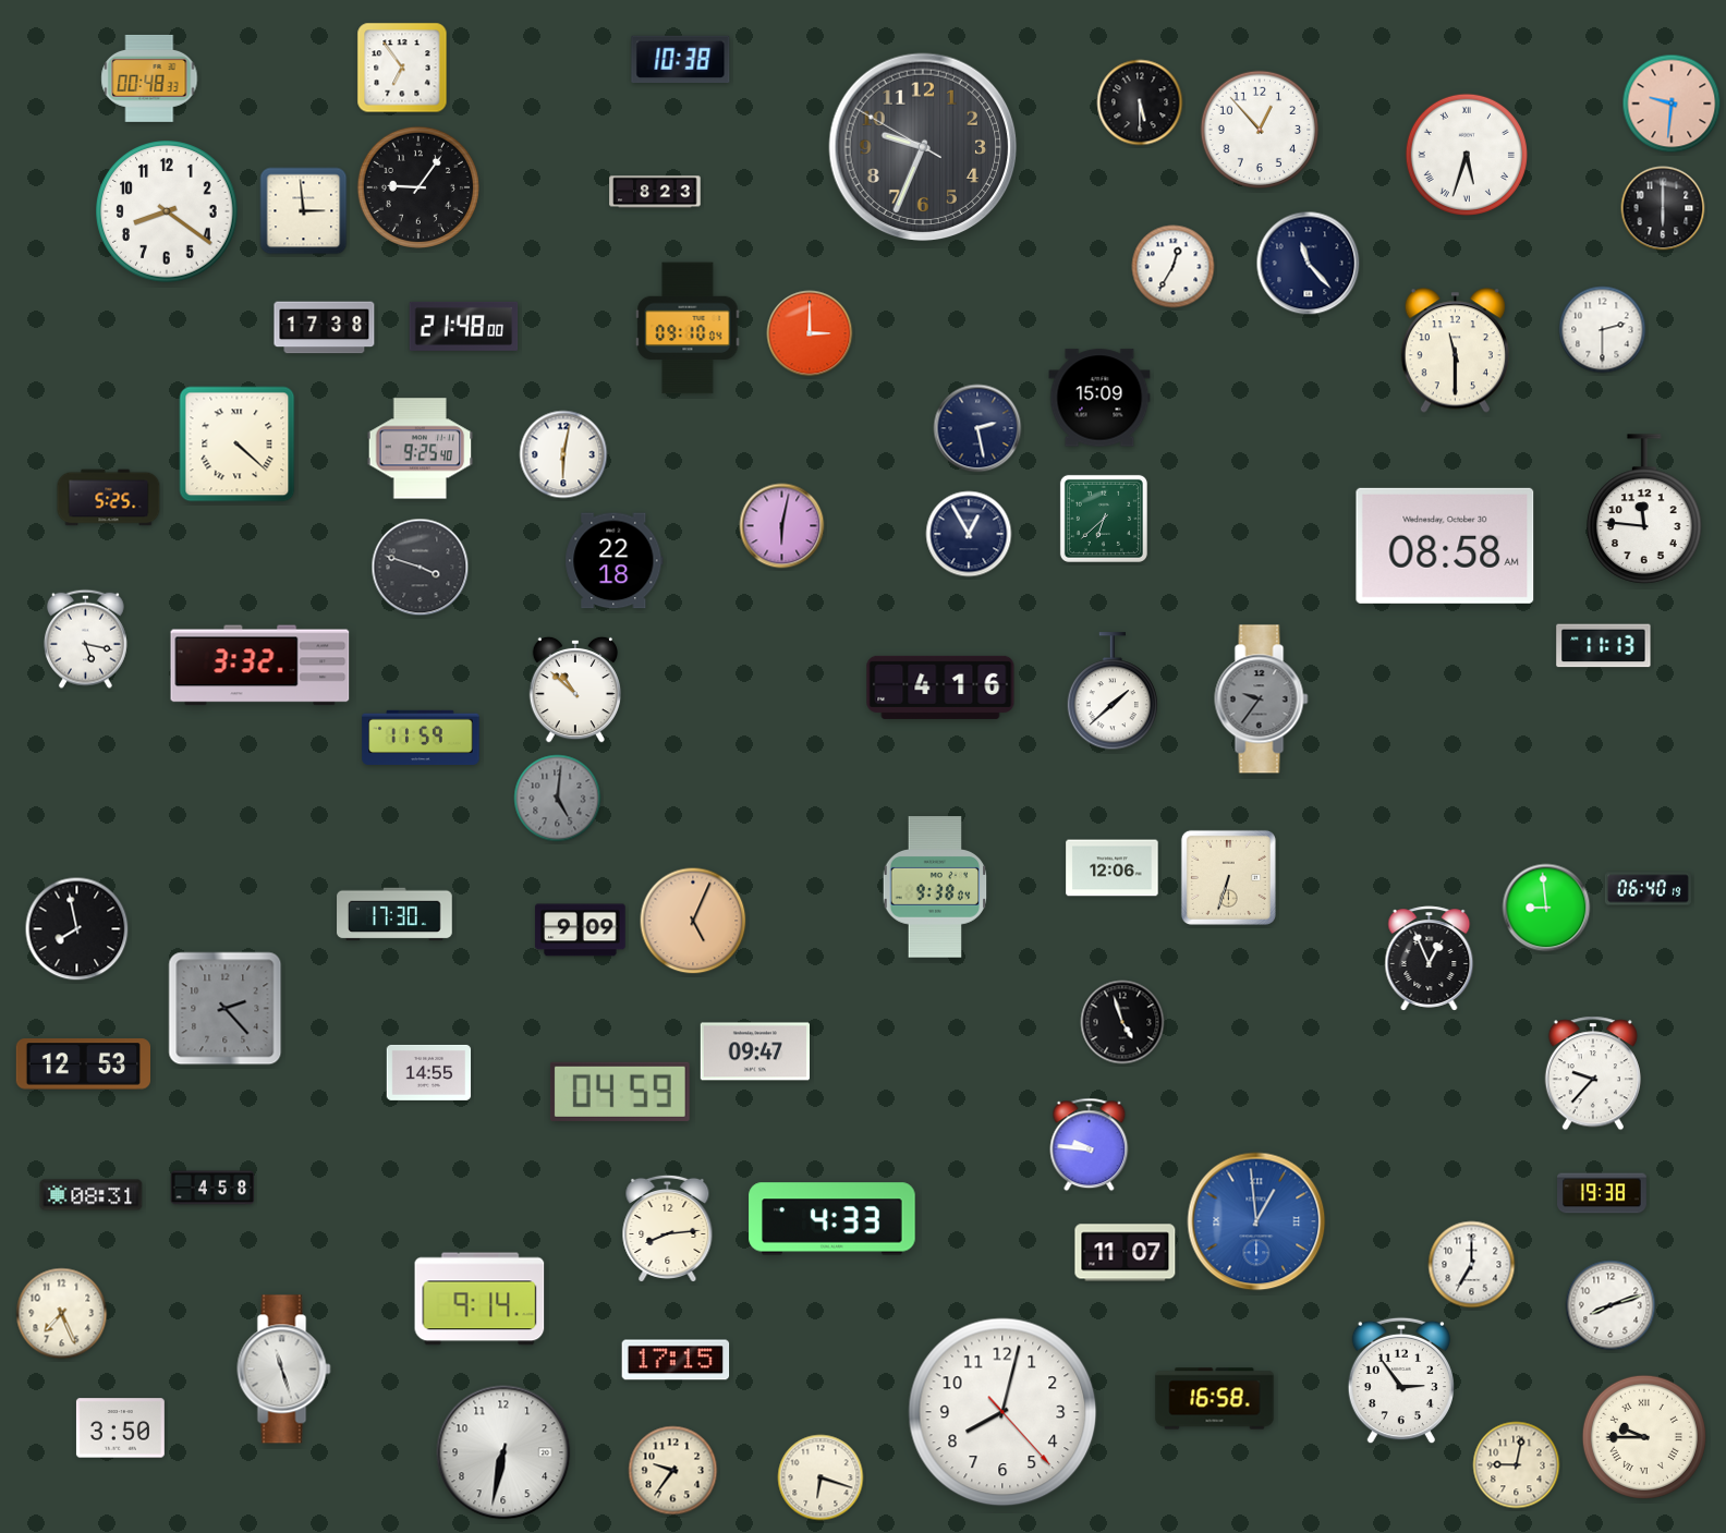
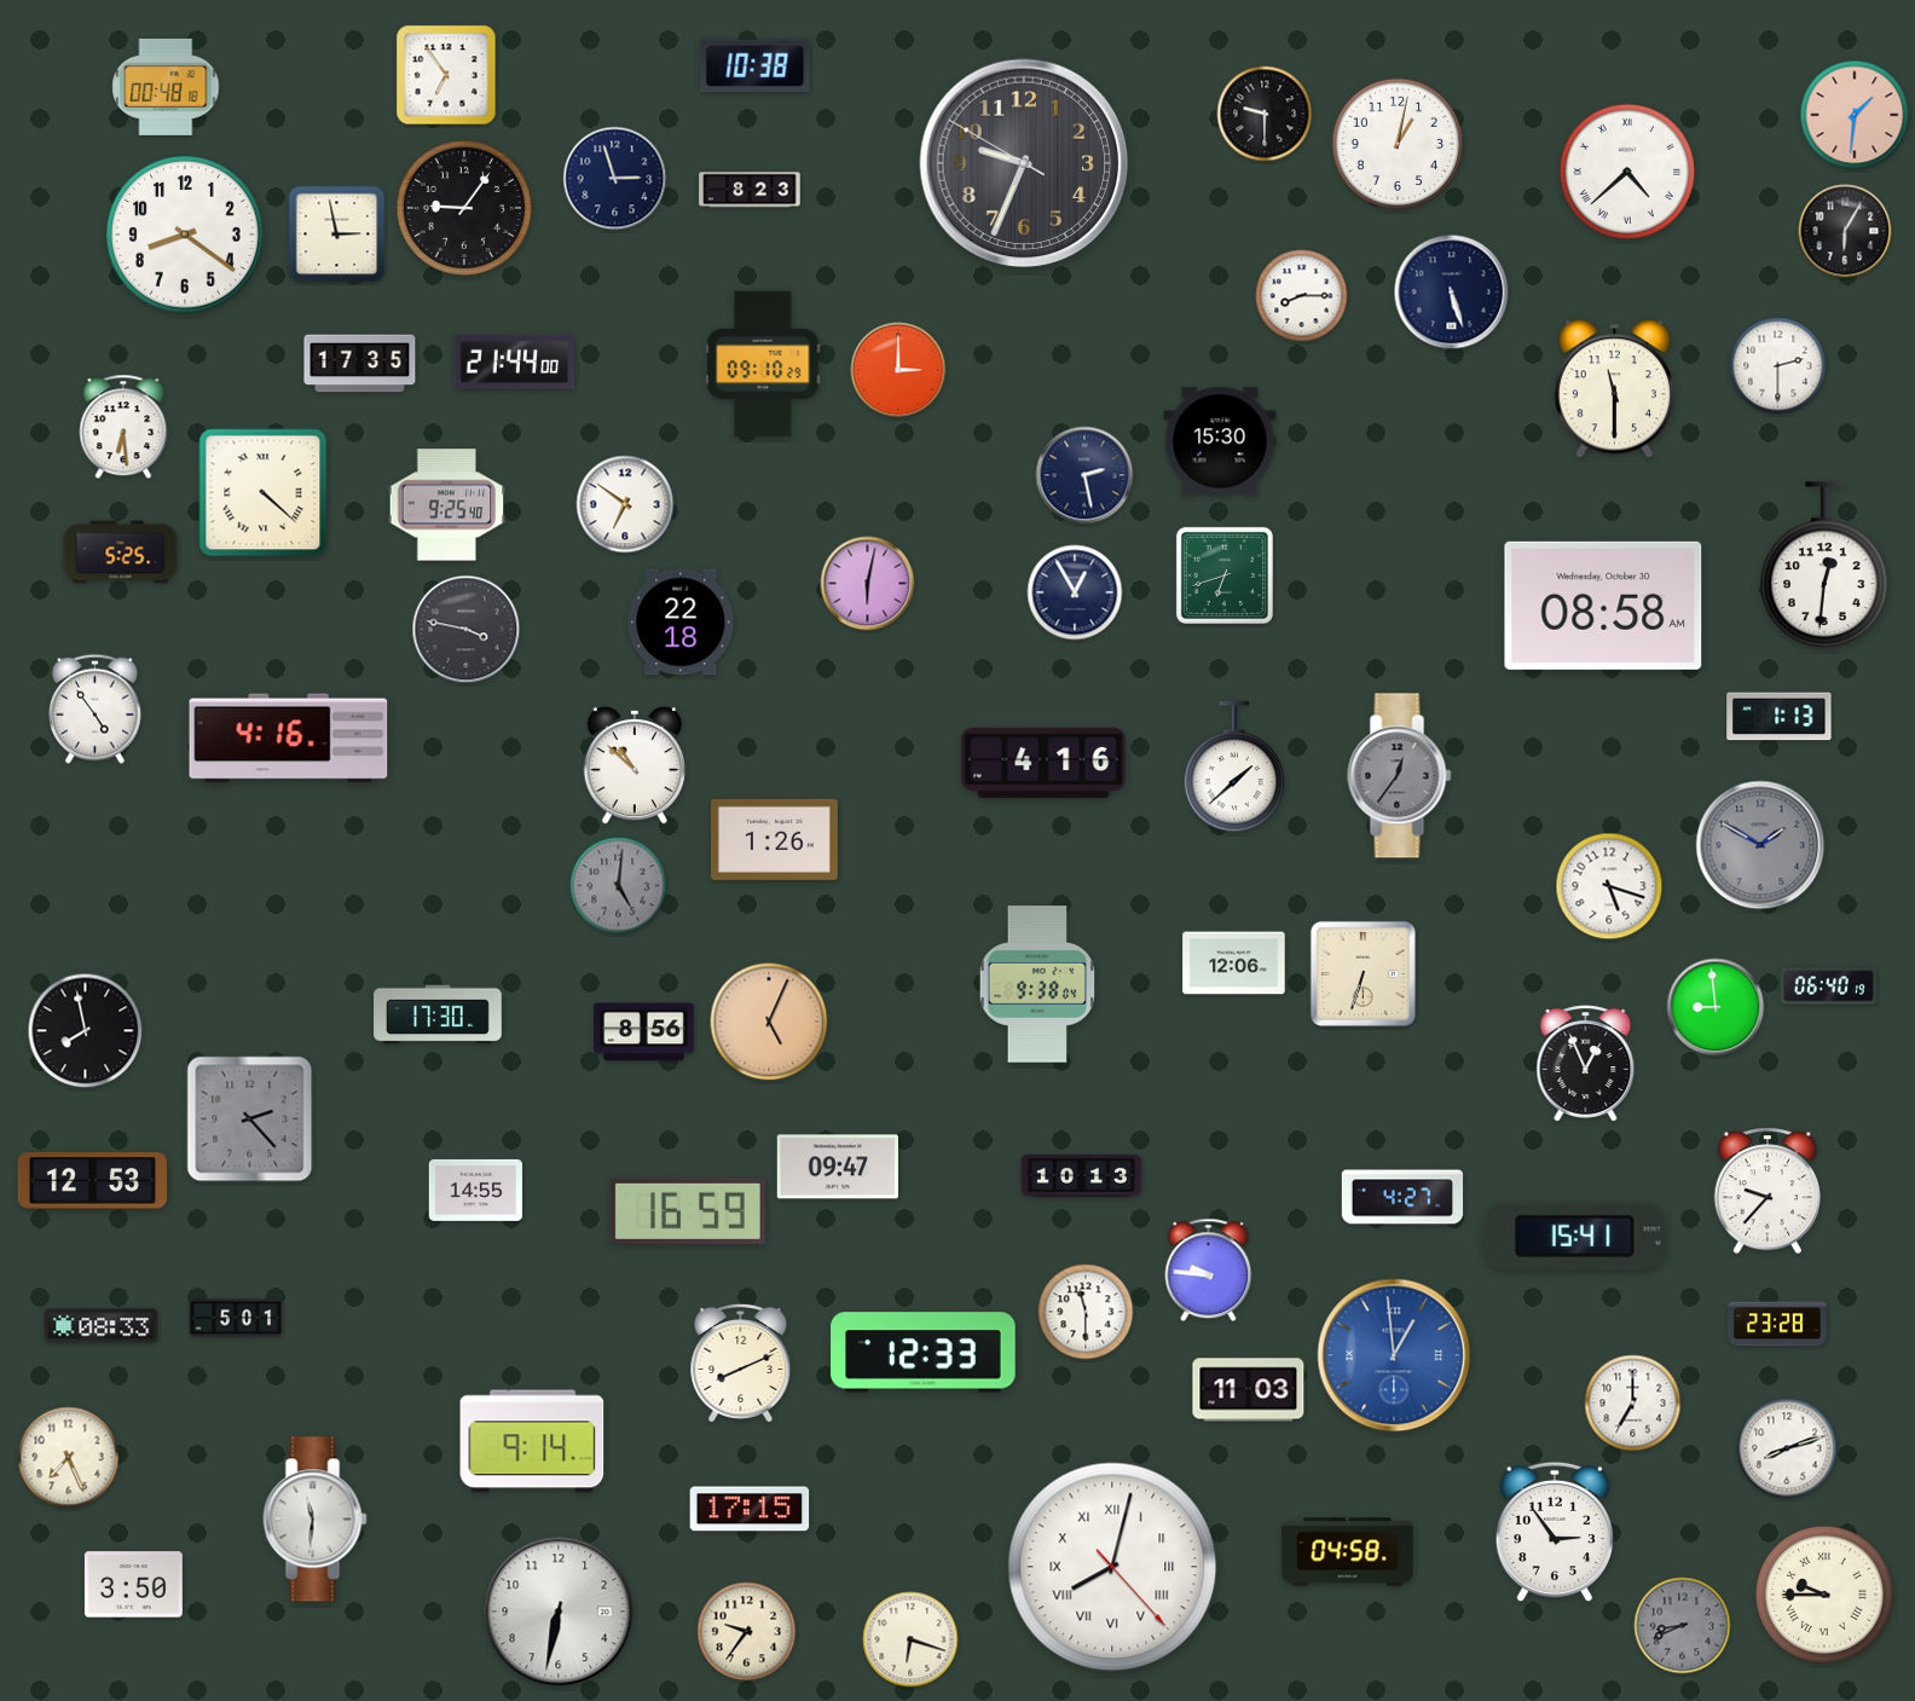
clock at (149, 78): 00:48:33 -> 00:48:18
clock at (1140, 102): 5:30 -> 9:30
clock at (1672, 104): 9:31 -> 1:31
clock at (1259, 129): 12:53 -> 1:02
clock at (1467, 155): 5:33 -> 4:38
clock at (615, 179): none -> 2:57
clock at (655, 192) position: (655, 192) -> (750, 190)
clock at (1663, 208): 6:00 -> 6:05
clock at (304, 211): 2:59 -> 2:58
clock at (1309, 264): 11:23 -> 5:27
clock at (1174, 267): 12:35 -> 8:15
clock at (464, 326): 21:48 -> 21:44
clock at (325, 328): 17:38 -> 17:35
clock at (688, 328): 09:10:04 -> 09:10:29
clock at (123, 427): none -> 6:29
clock at (1099, 398): 15:09 -> 15:30
clock at (421, 449) position: (421, 449) -> (447, 505)
clock at (563, 454): 6:02 -> 6:51
clock at (1644, 509): 11:46 -> 12:31
clock at (1104, 519): 6:38 -> 6:42
clock at (421, 568): 3:48 -> 3:47
clock at (85, 638): 5:17 -> 4:54
clock at (1604, 646): 11:13 -> 1:13
clock at (260, 666): 3:32 -> 4:16
clock at (575, 690) position: (575, 690) -> (635, 765)
clock at (1262, 699): 9:36 -> 12:36
clock at (421, 737): 11:59 -> none
clock at (774, 839): none -> 1:26
clock at (1760, 845): none -> 1:50
clock at (1609, 886): none -> 5:18
clock at (581, 930): 9:09 -> 8:56
clock at (1122, 1022): 4:57 -> none
clock at (1082, 1175): none -> 10:13
clock at (1402, 1197): none -> 4:27
clock at (620, 1092): 04:59 -> 16:59
clock at (1574, 1236): none -> 15:41
clock at (1086, 1312): none -> 11:30
clock at (212, 1188): 4:58 -> 5:01
clock at (1603, 1193): 19:38 -> 23:28
clock at (92, 1195): 08:31 -> 08:33
clock at (832, 1219): 4:33 -> 12:33
clock at (668, 1228): 8:14 -> 8:11
clock at (1126, 1253): 11:07 -> 11:03
clock at (284, 1370): 11:27 -> 11:31
clock at (1215, 1399): 16:58 -> 04:58
clock at (1002, 1412) numerals: Arabic -> Roman
clock at (1517, 1465): 9:02 -> 8:41
clock at (1517, 1465) dial: cream -> grey
